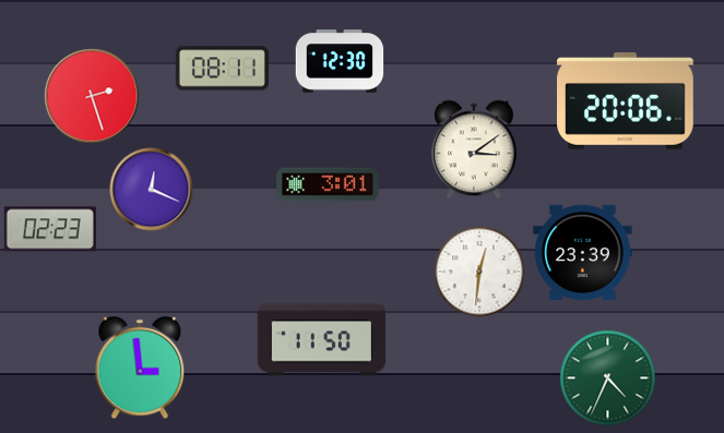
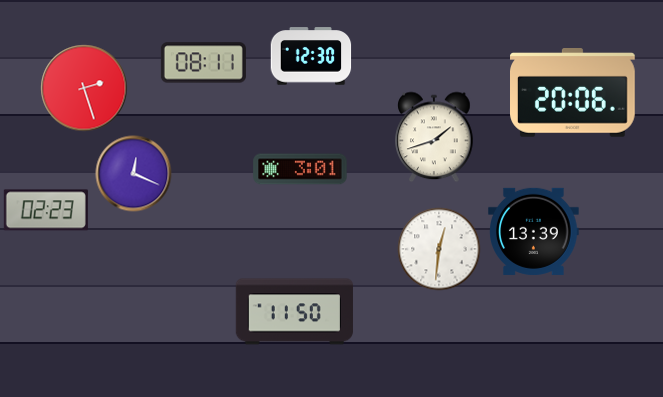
clock at (474, 149): 3:09 -> 1:42
clock at (152, 190) position: (152, 190) -> (134, 174)
clock at (583, 252): 23:39 -> 13:39
clock at (140, 368): 2:59 -> none
clock at (608, 378): 4:34 -> none
